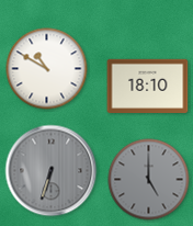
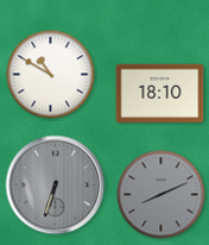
clock at (149, 180): 5:00 -> 8:11
